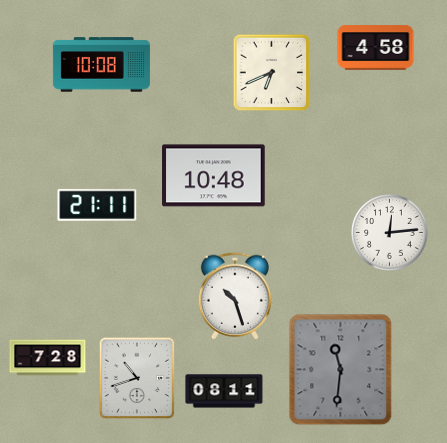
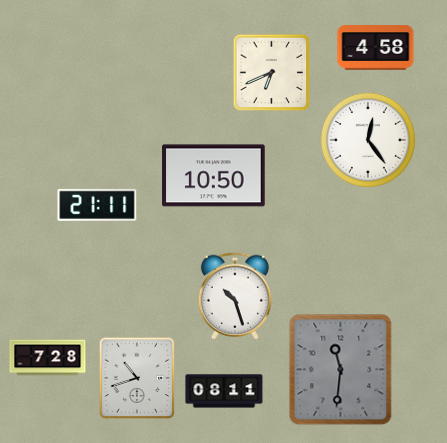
clock at (101, 65): 10:08 -> none
clock at (368, 140): none -> 12:24
clock at (214, 176): 10:48 -> 10:50
clock at (390, 233): 12:14 -> none
